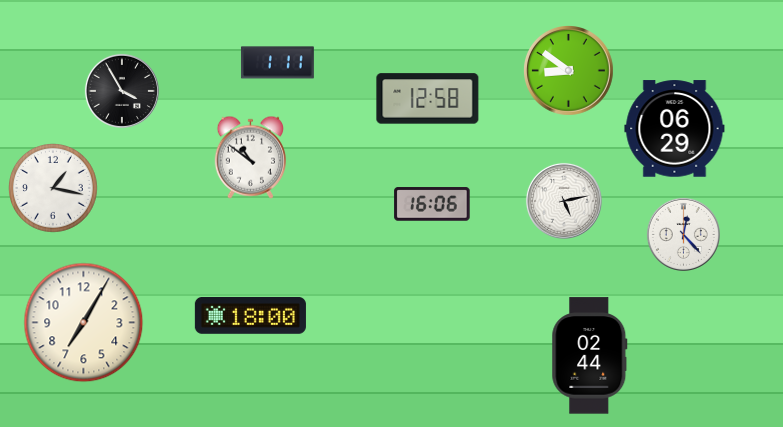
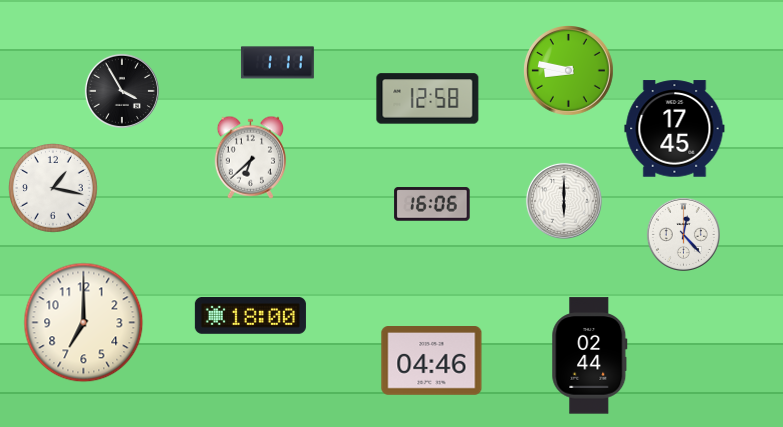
clock at (569, 71): 8:51 -> 8:47
clock at (675, 129): 06:29 -> 17:45
clock at (250, 157): 10:51 -> 6:38
clock at (564, 201): 5:13 -> 6:00
clock at (84, 323): 7:05 -> 7:00
clock at (432, 361): none -> 04:46
